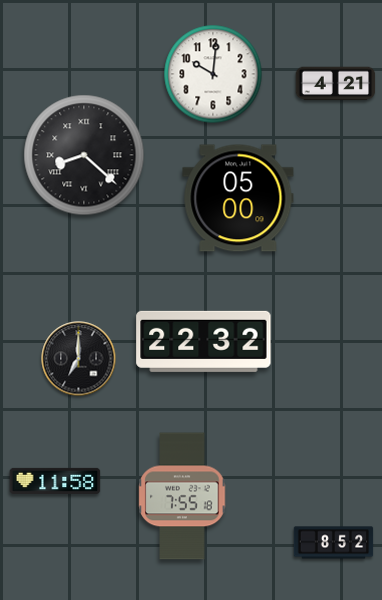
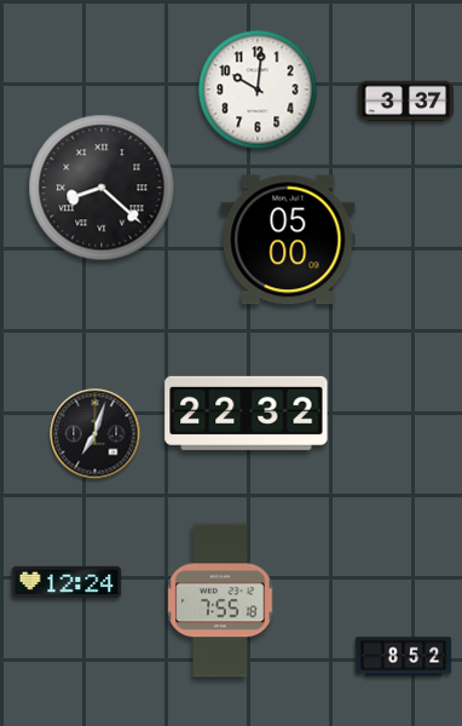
clock at (336, 84): 4:21 -> 3:37
clock at (79, 359): 7:00 -> 7:03
clock at (55, 481): 11:58 -> 12:24
